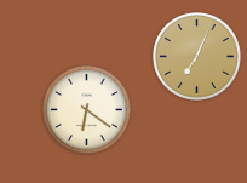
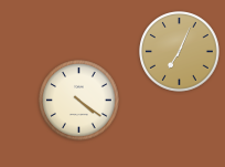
clock at (87, 110): 6:21 -> 4:21
